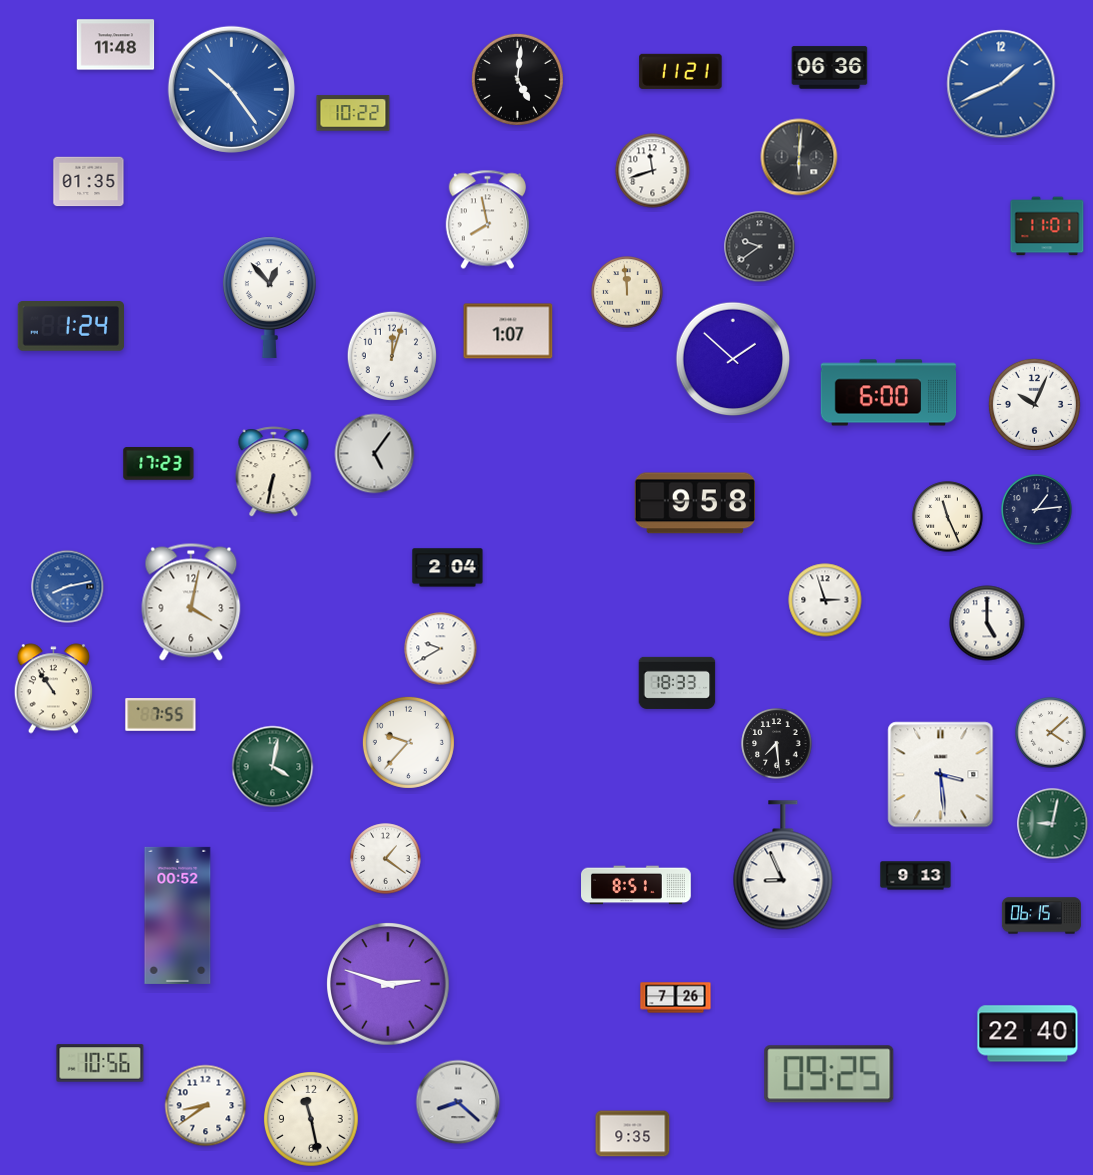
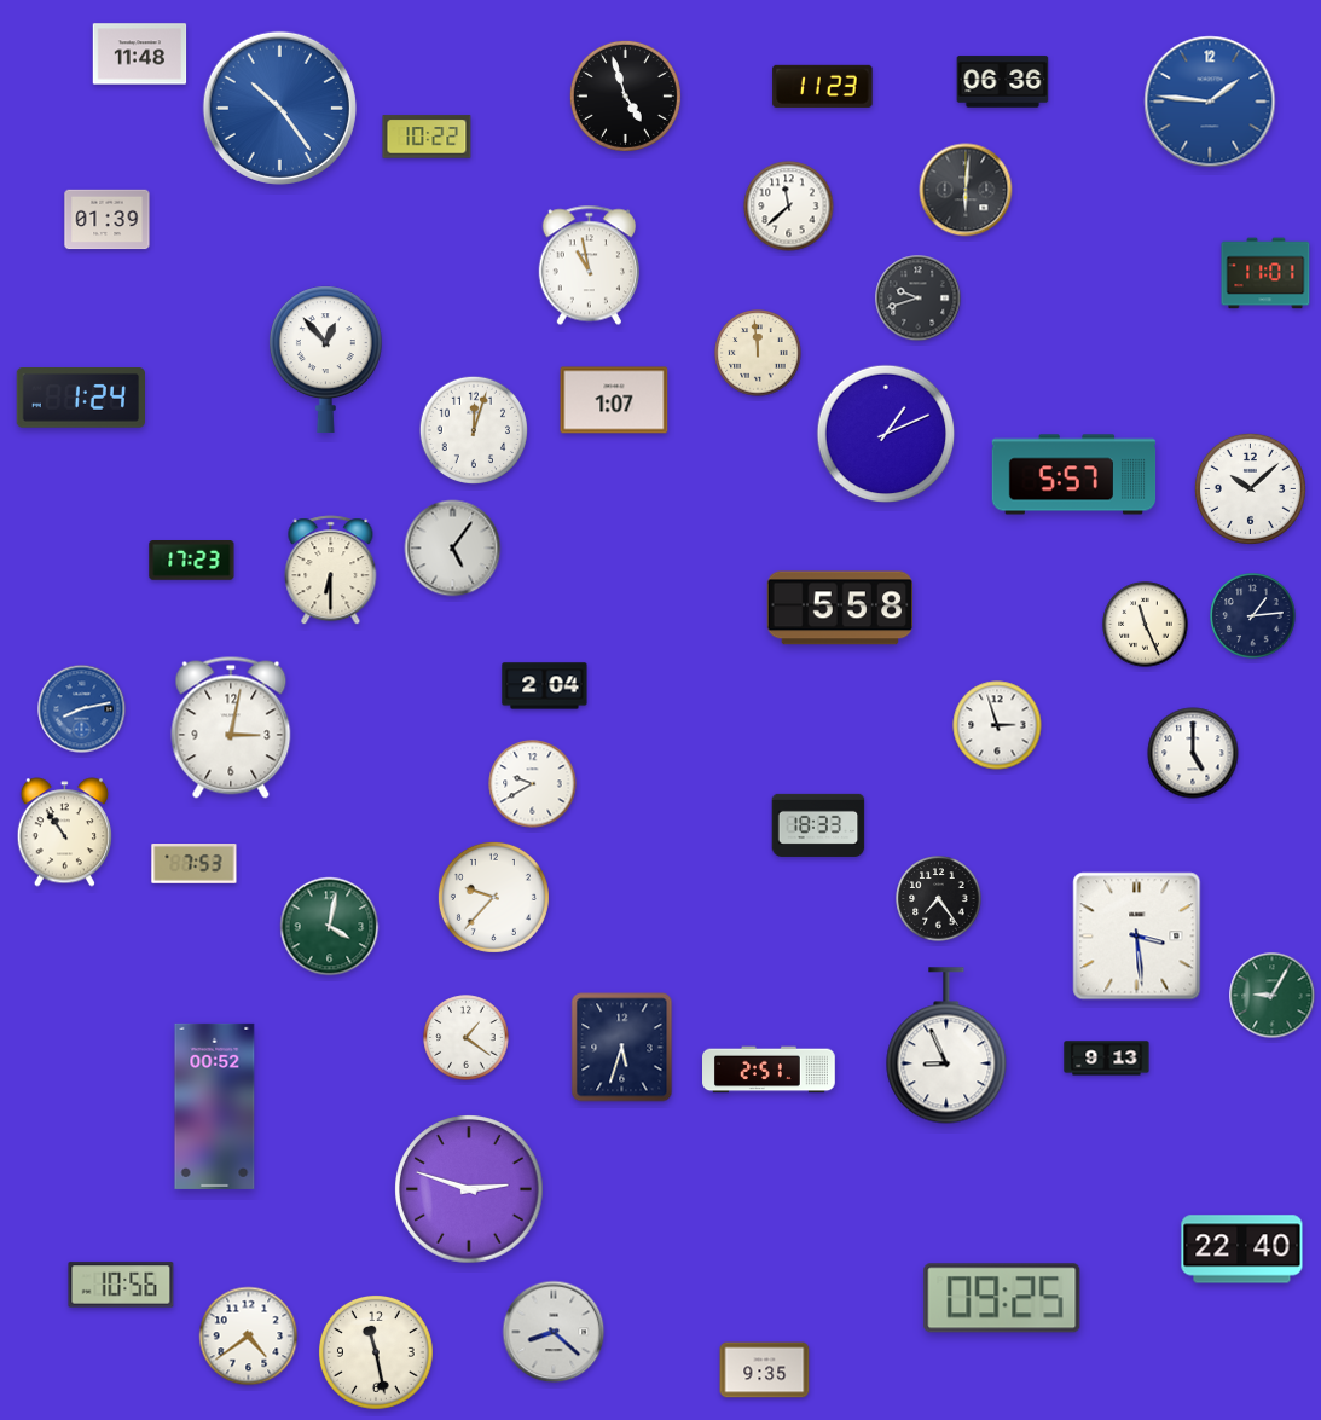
clock at (681, 71): 11:21 -> 11:23
clock at (517, 79): 5:01 -> 4:57
clock at (1001, 84): 1:41 -> 1:46
clock at (653, 171): 11:42 -> 11:38
clock at (89, 182): 01:35 -> 01:39
clock at (487, 220): 7:58 -> 10:58
clock at (760, 247): 9:39 -> 9:42
clock at (70, 327) position: (70, 327) -> (80, 399)
clock at (733, 359): 1:52 -> 1:11
clock at (889, 393): 6:00 -> 5:57
clock at (1034, 404): 10:04 -> 10:08
clock at (274, 472): 6:32 -> 6:30
clock at (695, 503): 9:58 -> 5:58
clock at (448, 568) position: (448, 568) -> (545, 686)
clock at (191, 602): 4:02 -> 3:02
clock at (161, 715): 7:55 -> 7:53
clock at (1051, 733): 4:08 -> none
clock at (777, 744): 7:29 -> 7:24
clock at (1053, 824): 9:02 -> 9:05
clock at (622, 1048): none -> 5:33
clock at (637, 885): 8:51 -> 2:51
clock at (1041, 916): 06:15 -> none
clock at (676, 998): 7:26 -> none
clock at (206, 1106): 8:39 -> 4:39
